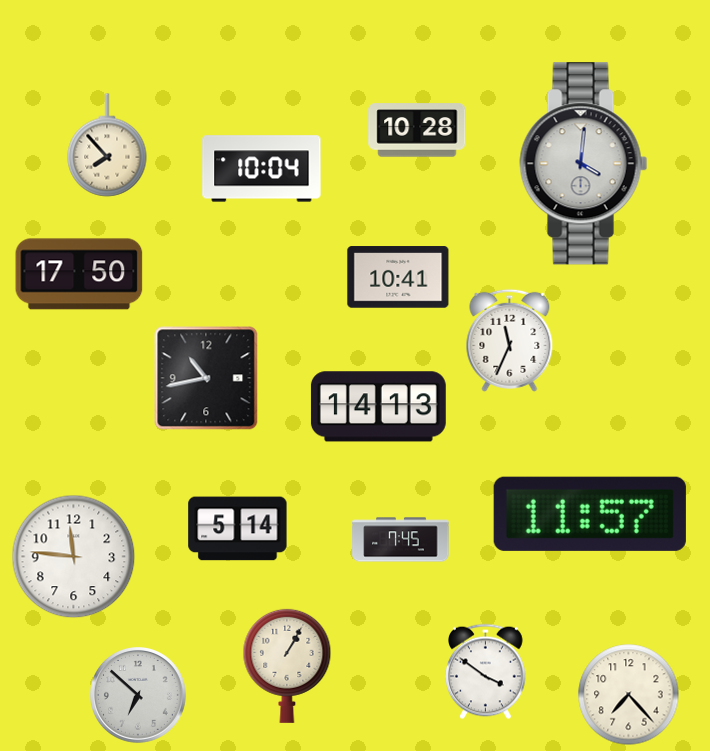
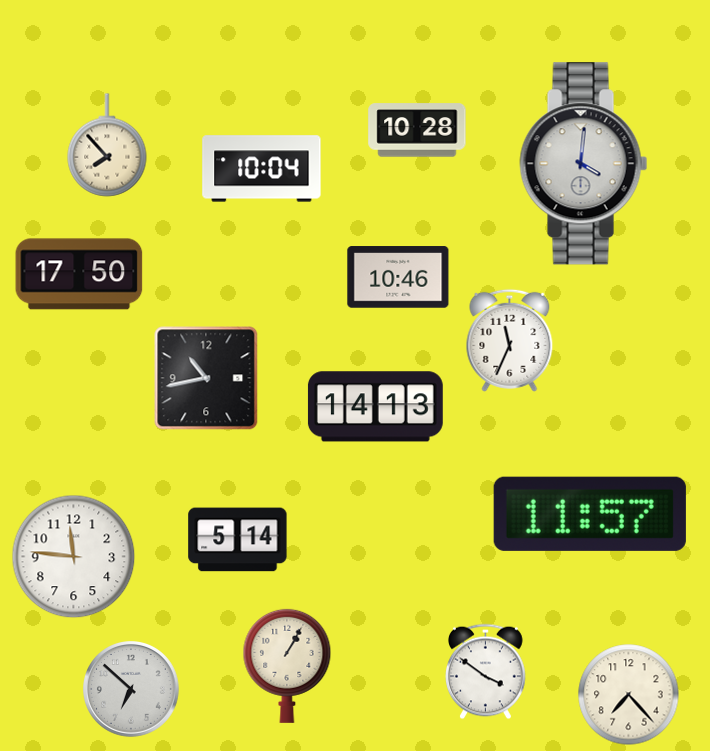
clock at (398, 277): 10:41 -> 10:46
clock at (378, 407) position: (378, 407) -> (375, 407)
clock at (238, 529) position: (238, 529) -> (238, 540)
clock at (401, 540): 7:45 -> none
clock at (139, 696) position: (139, 696) -> (132, 690)
